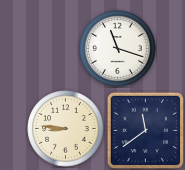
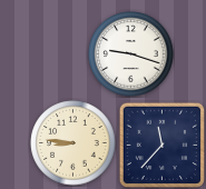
clock at (118, 49): 11:18 -> 9:18
clock at (145, 130): 11:39 -> 11:37
